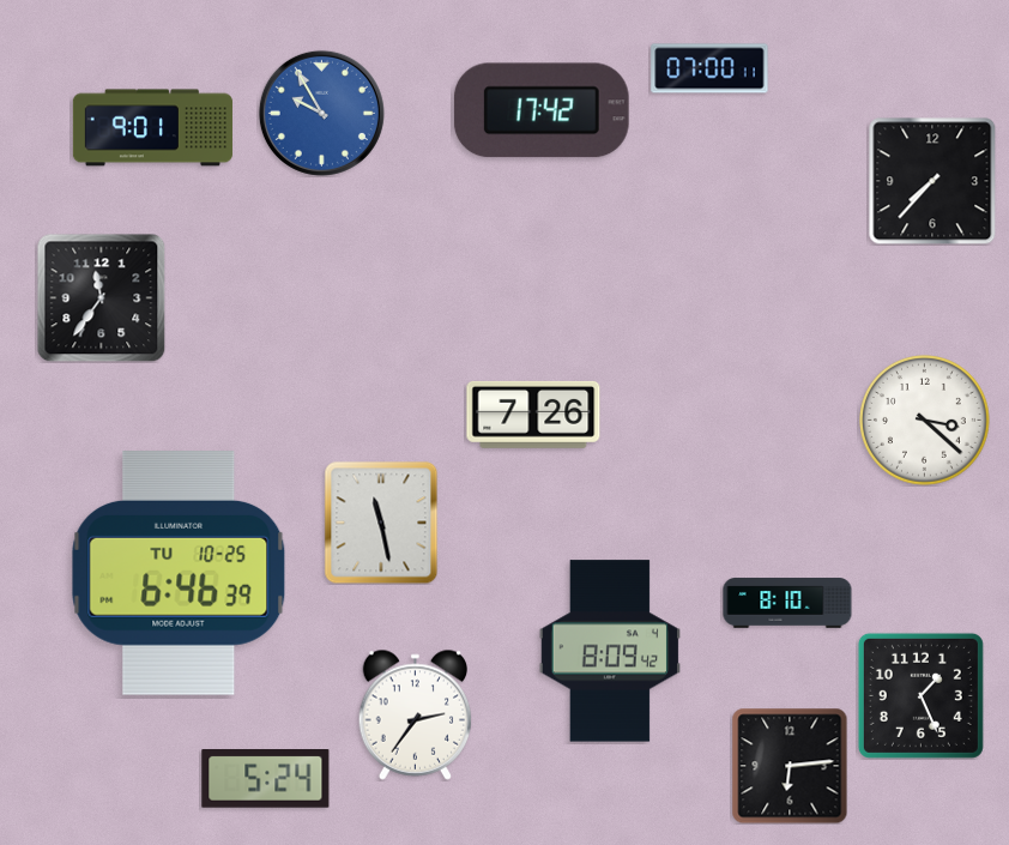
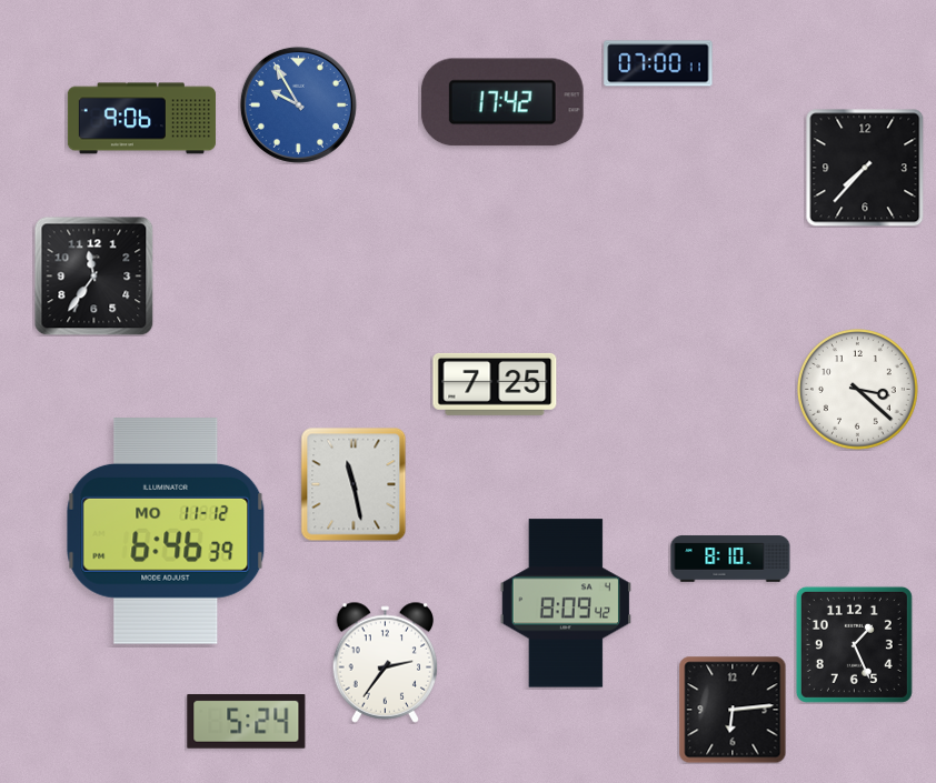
clock at (152, 128): 9:01 -> 9:06
clock at (533, 415): 7:26 -> 7:25
clock at (179, 573) date: TU 10-25 -> MO 11-12
